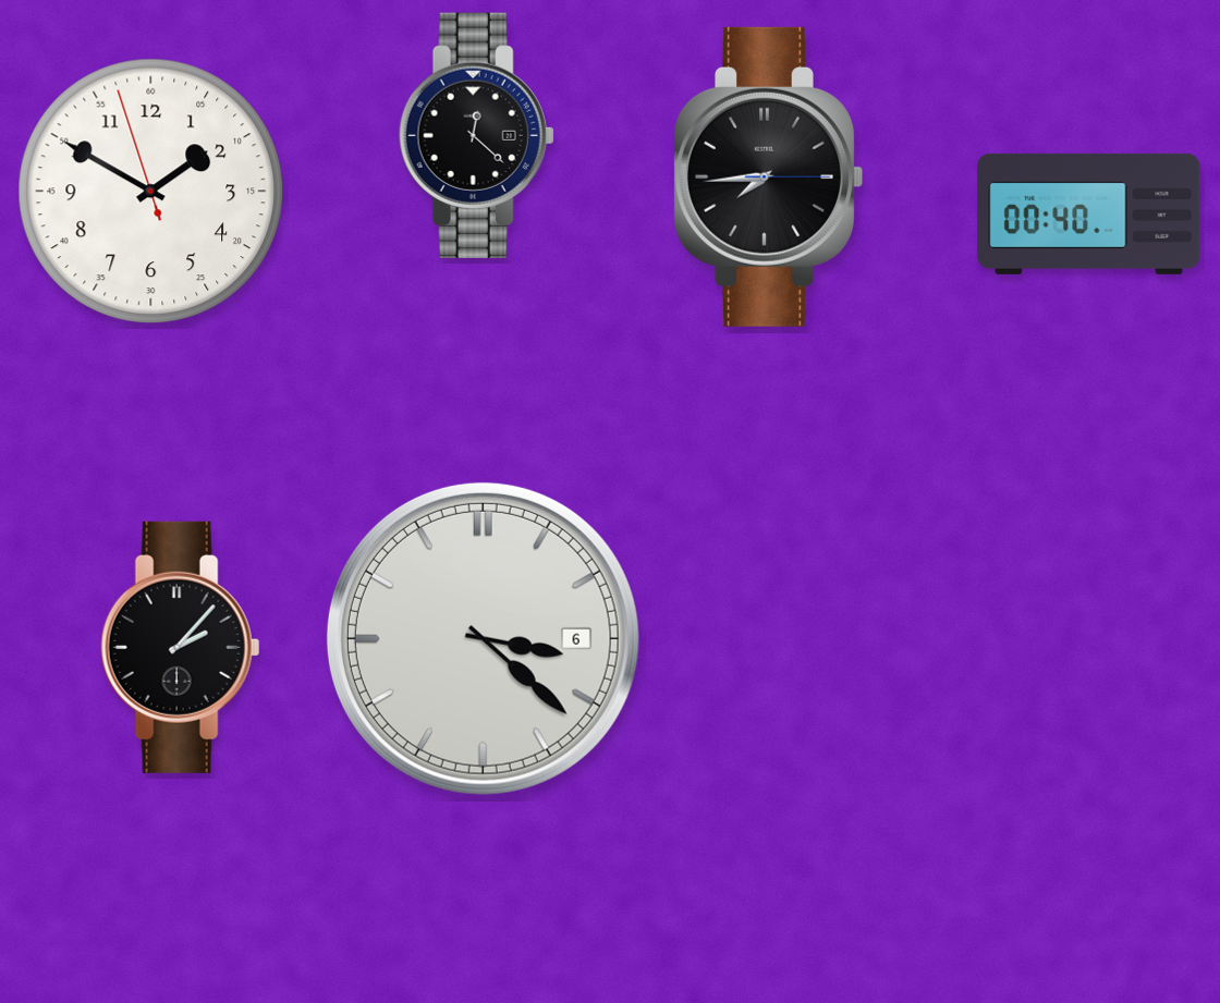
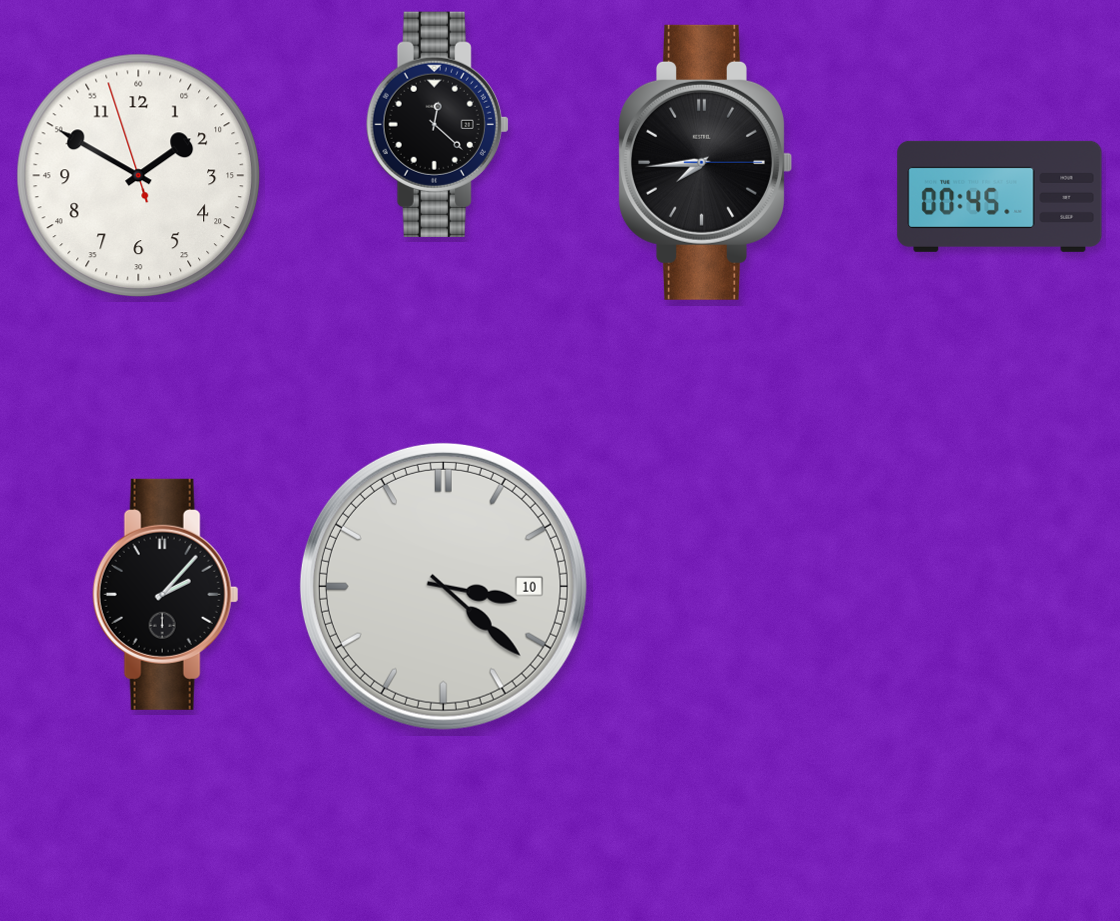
clock at (1089, 213): 00:40 -> 00:45
clock at (483, 638) date: 6 -> 10
